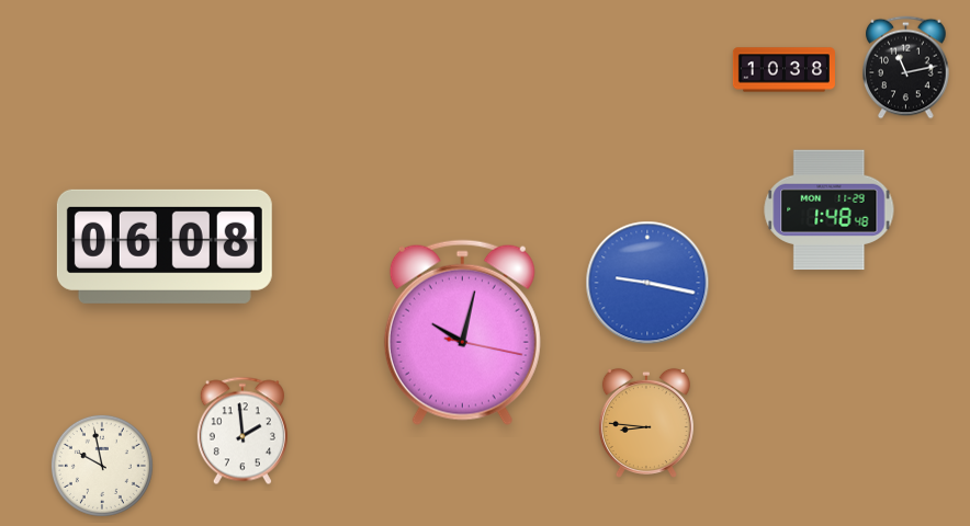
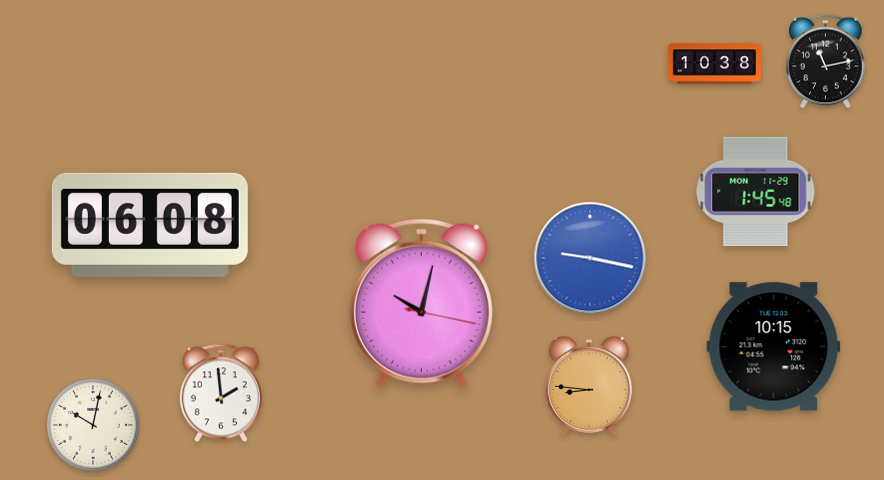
clock at (830, 210): 1:48 -> 1:45
clock at (774, 347): none -> 10:15
clock at (102, 466): 9:58 -> 10:02
